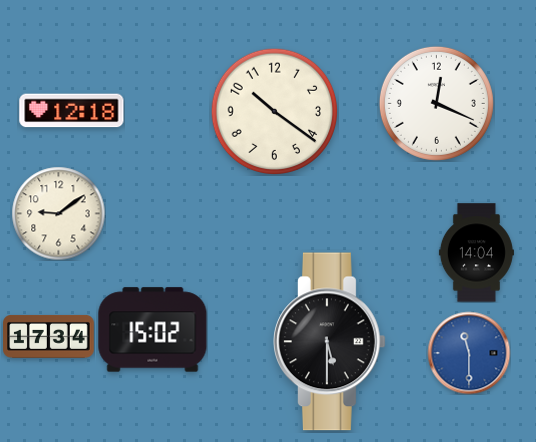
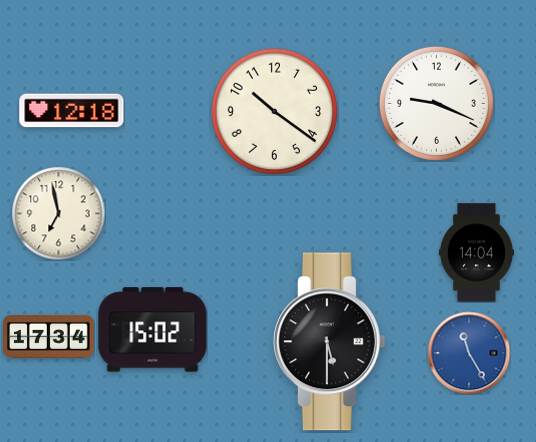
clock at (436, 103): 12:19 -> 9:19
clock at (58, 213): 9:09 -> 6:58
clock at (469, 353): 11:30 -> 11:25
